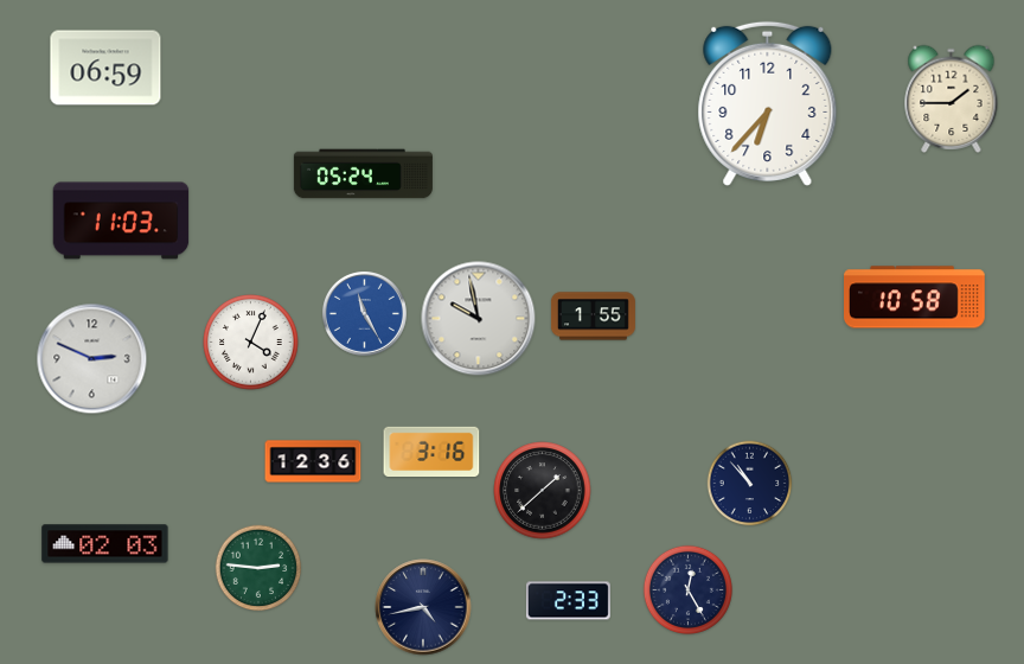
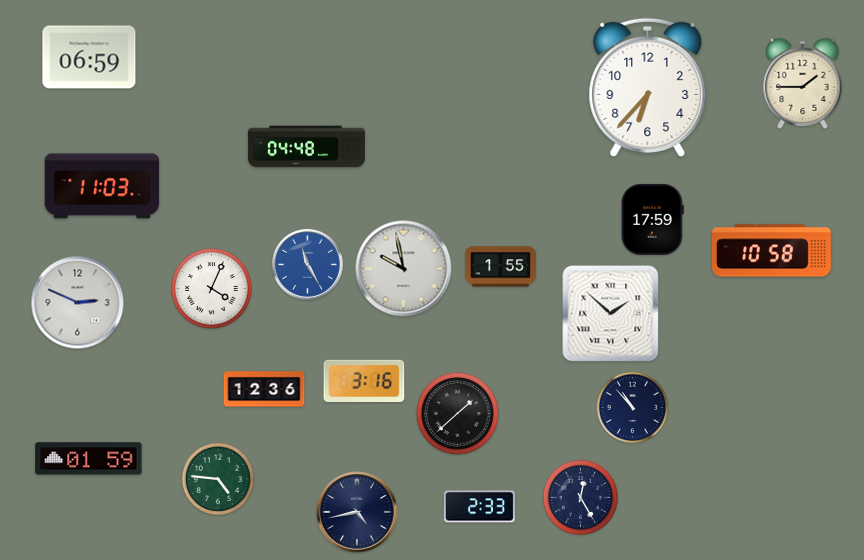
clock at (363, 174): 05:24 -> 04:48
clock at (652, 219): none -> 17:59
clock at (611, 314): none -> 1:52
clock at (105, 544): 02:03 -> 01:59
clock at (258, 568): 2:46 -> 4:46
